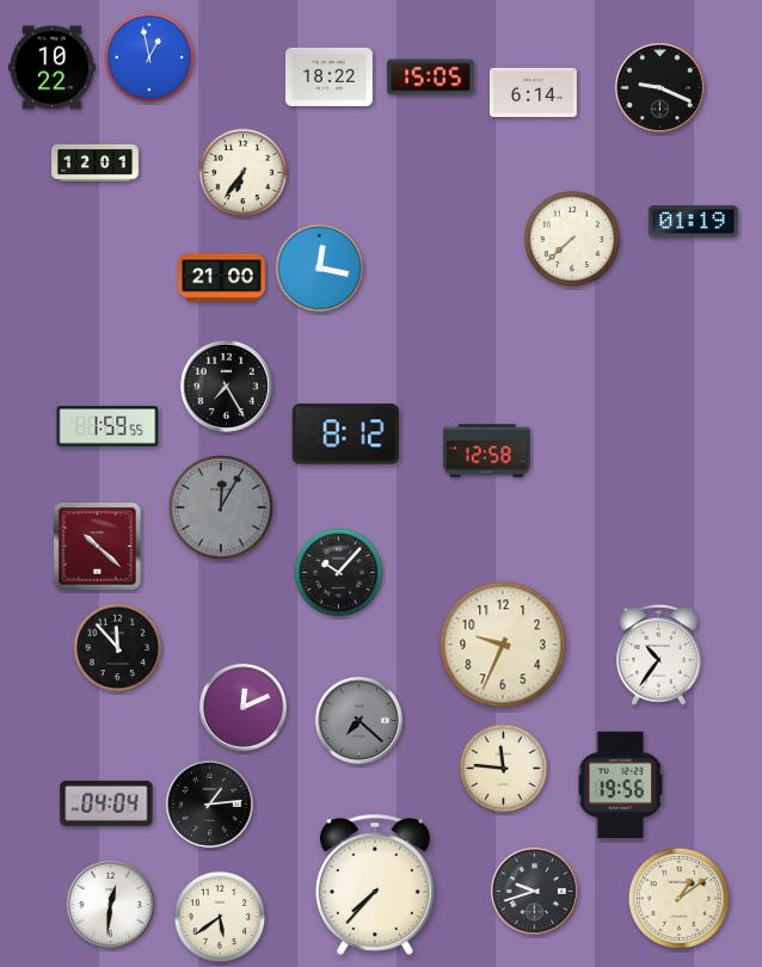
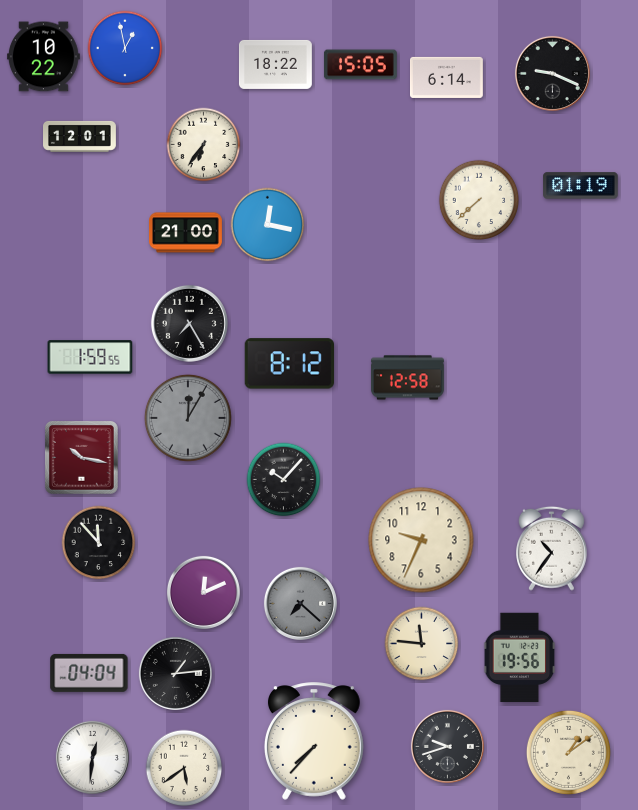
clock at (221, 507) position: (221, 507) -> (188, 418)
clock at (98, 547): 10:22 -> 10:17
